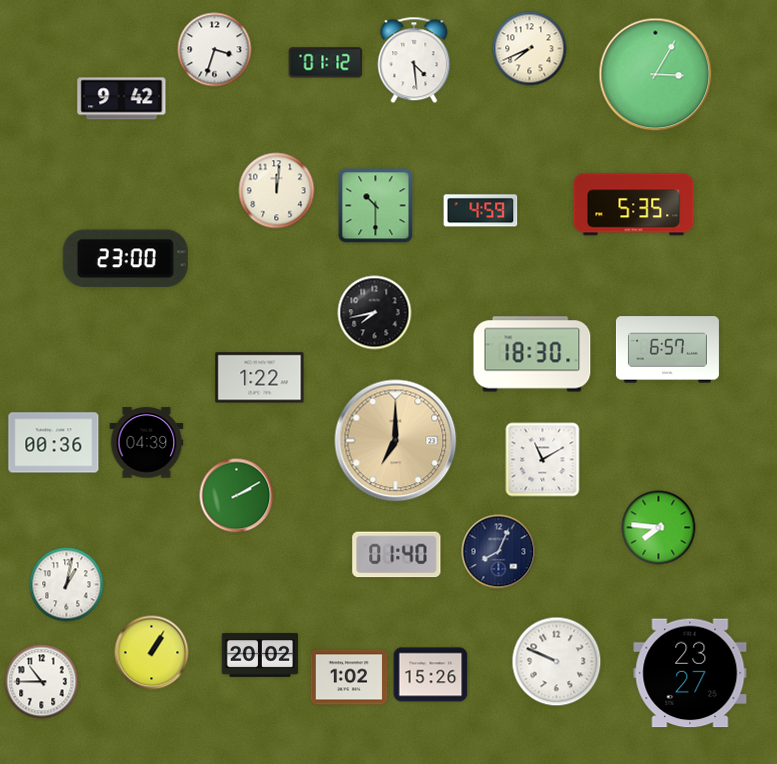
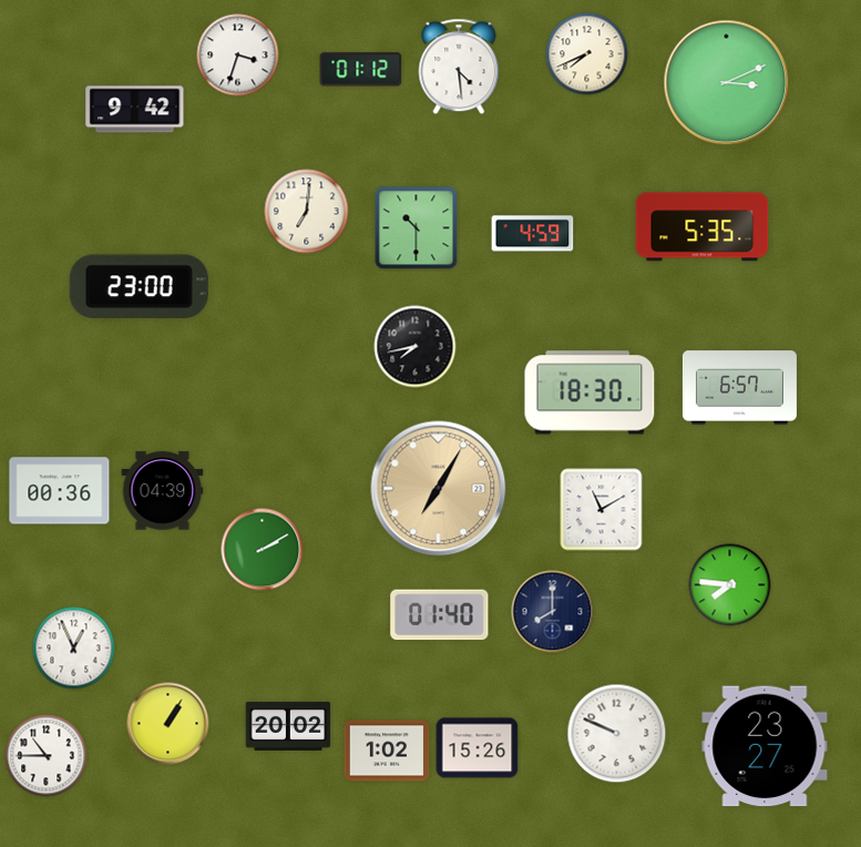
clock at (656, 75): 3:05 -> 3:11
clock at (277, 191): 12:01 -> 7:01
clock at (260, 378): 1:22 -> none
clock at (396, 441): 7:00 -> 7:05
clock at (499, 552): 8:04 -> 8:00
clock at (67, 585): 1:02 -> 12:56
